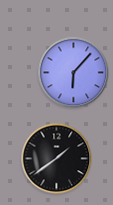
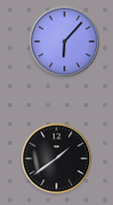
clock at (74, 73) position: (74, 73) -> (65, 42)
